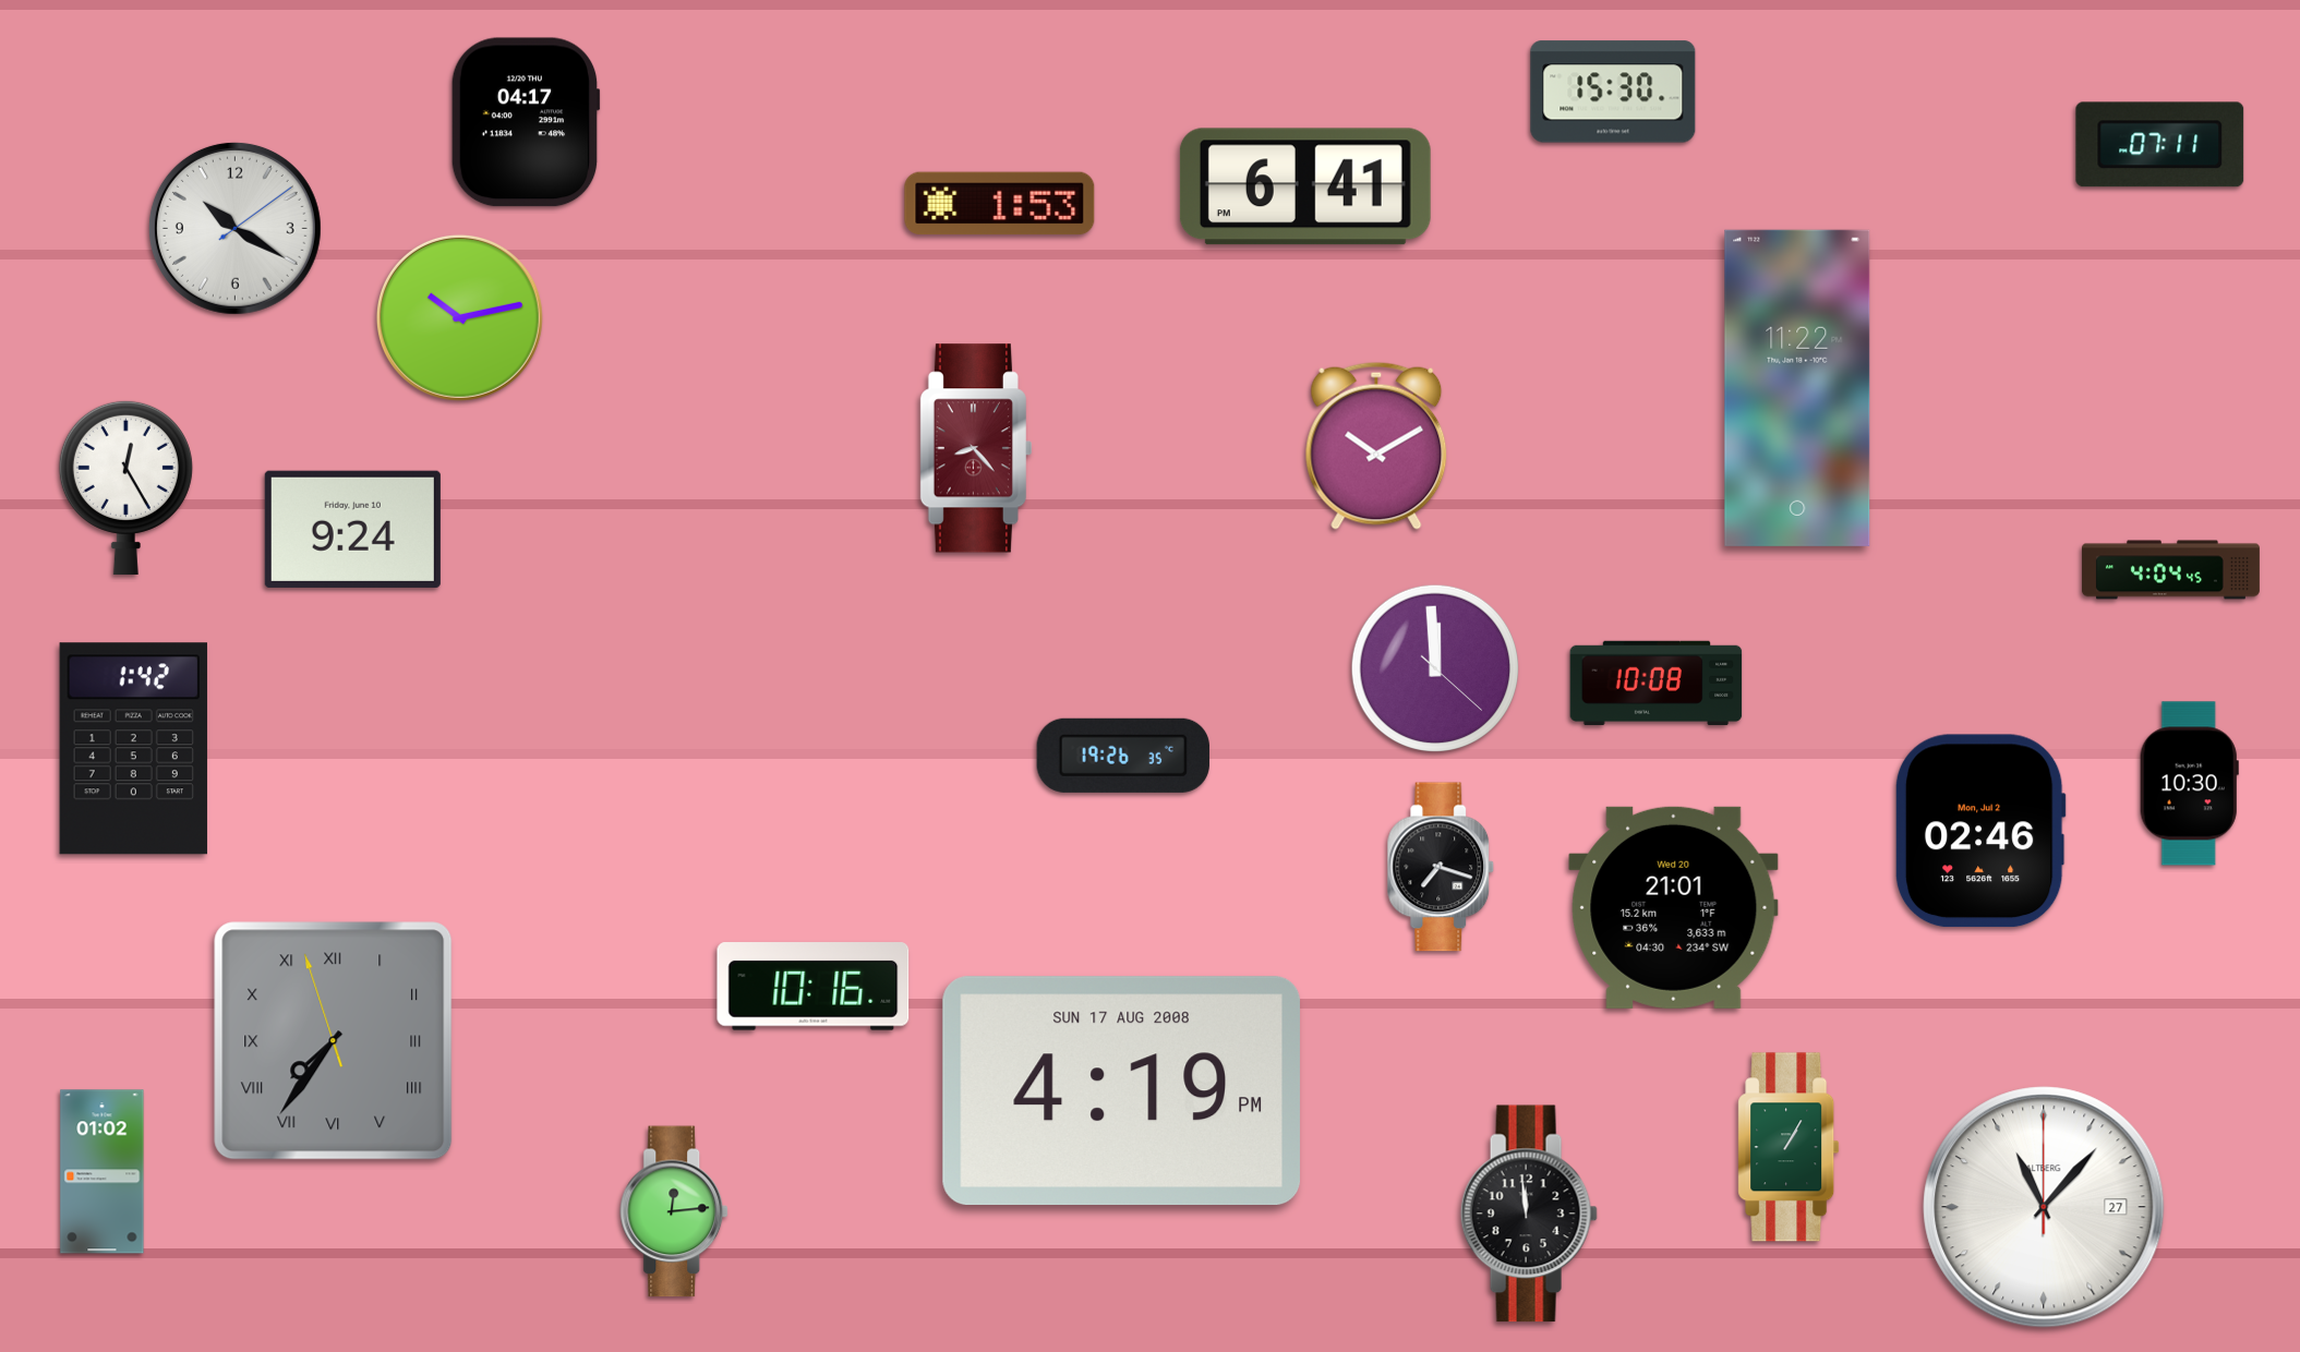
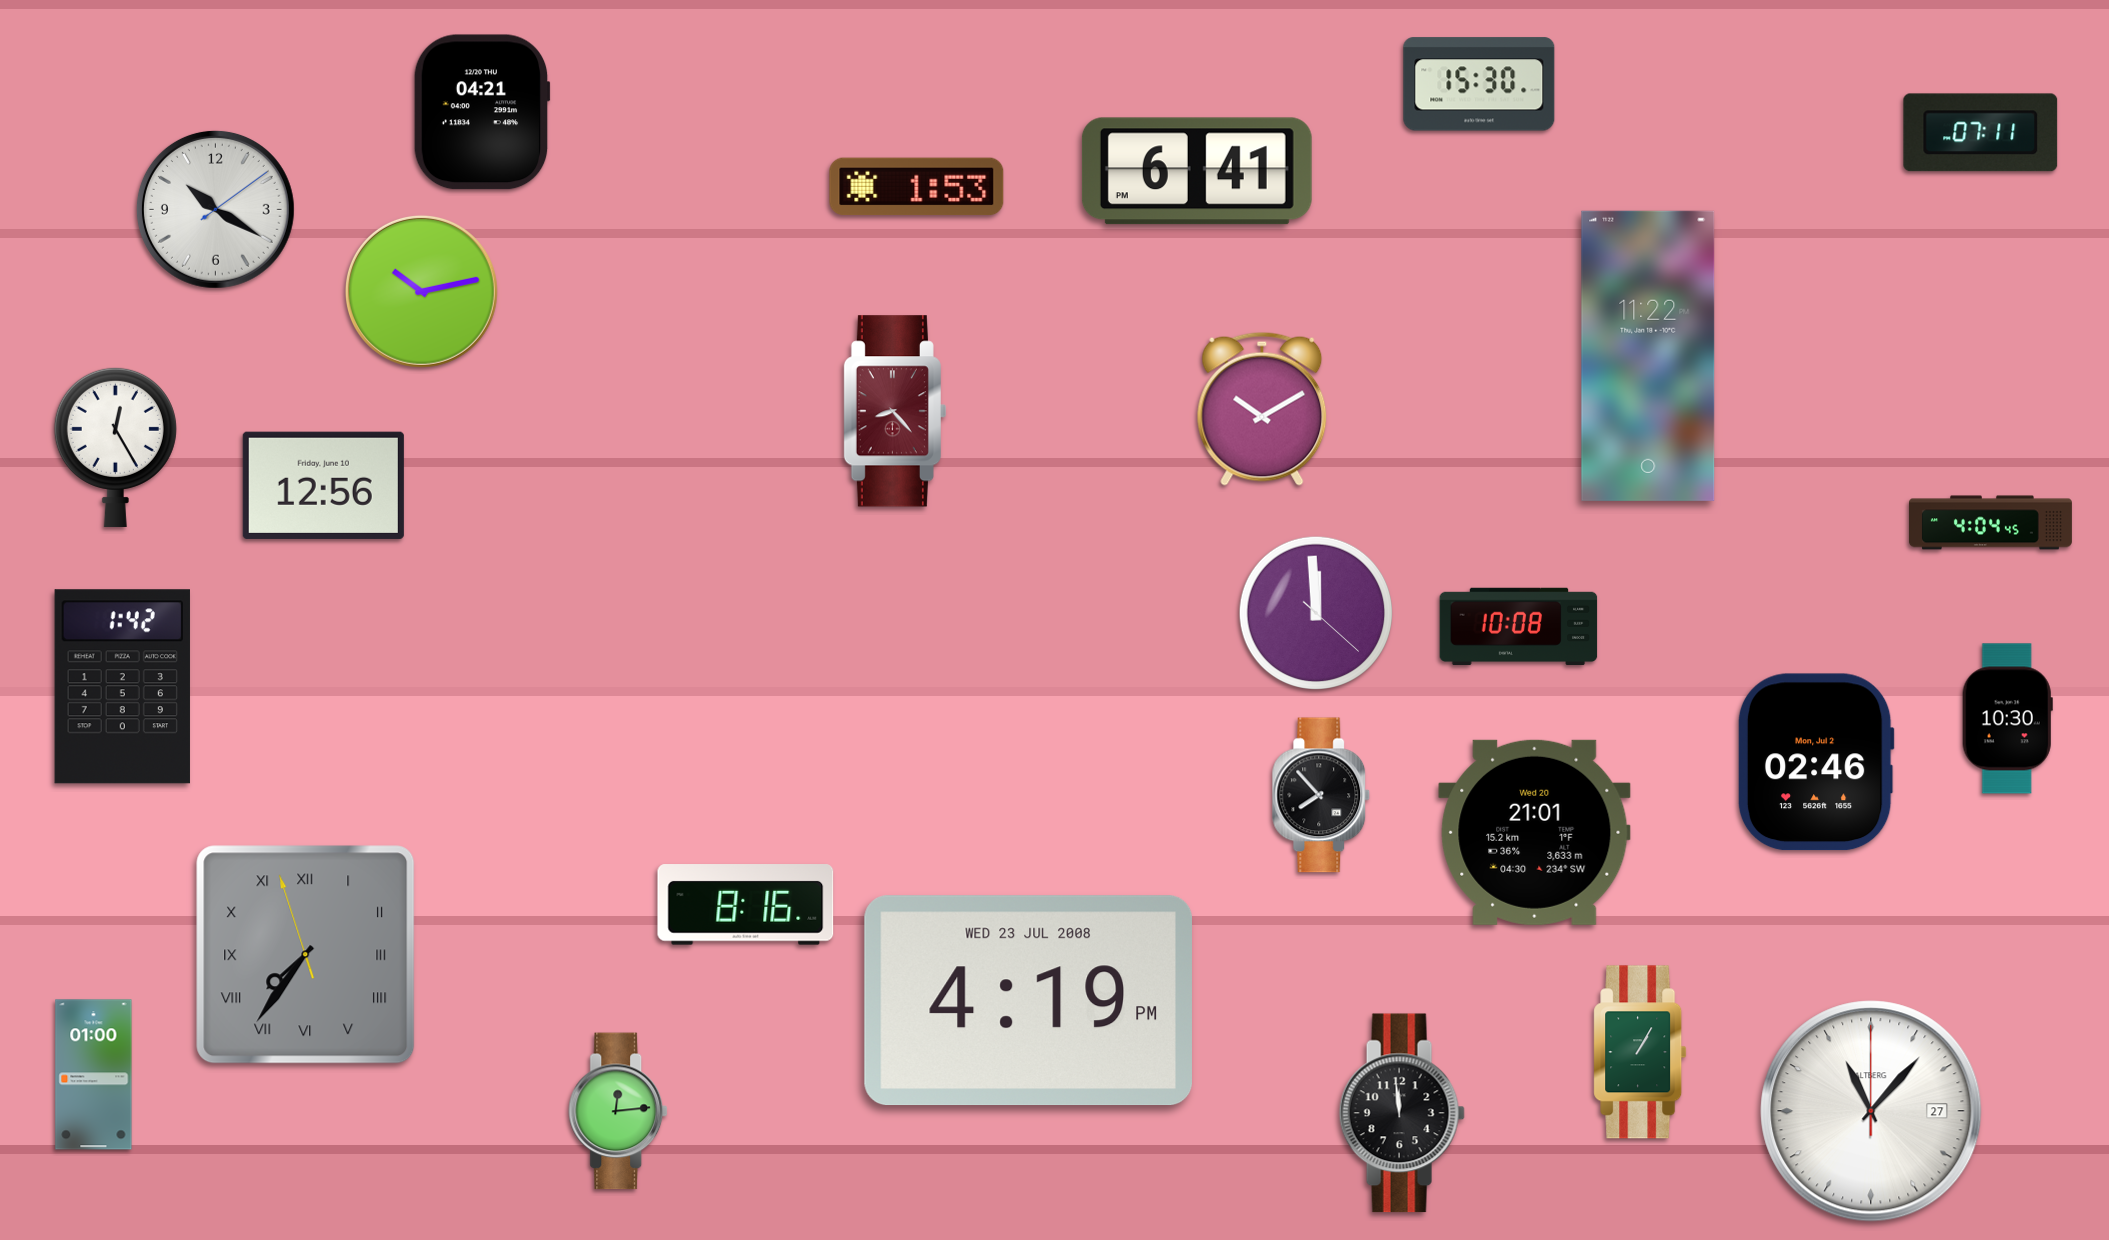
clock at (526, 122): 04:17 -> 04:21
clock at (352, 529): 9:24 -> 12:56
clock at (1123, 756): 19:26 -> none
clock at (1441, 867): 7:18 -> 7:53
clock at (814, 987): 10:16 -> 8:16
clock at (1121, 1091) date: SUN 17 AUG 2008 -> WED 23 JUL 2008
clock at (103, 1172): 01:02 -> 01:00
clock at (2044, 1207) position: (2044, 1207) -> (1871, 1111)
